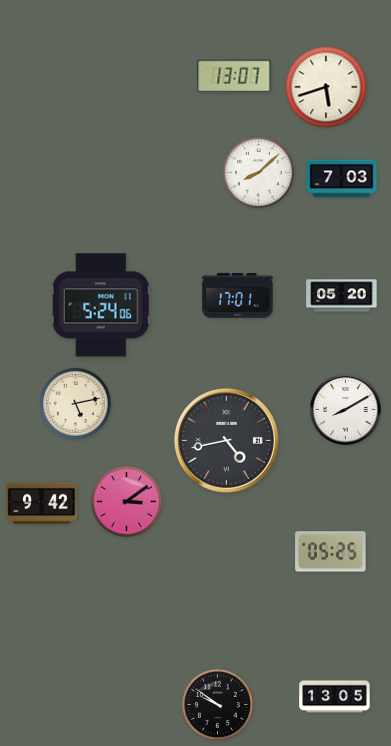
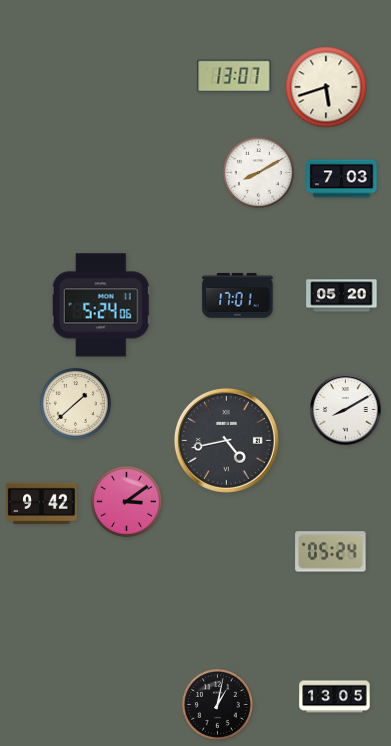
clock at (258, 172): 8:08 -> 8:10
clock at (75, 403): 5:13 -> 1:38
clock at (331, 552): 05:25 -> 05:24
clock at (217, 704): 9:51 -> 1:02
